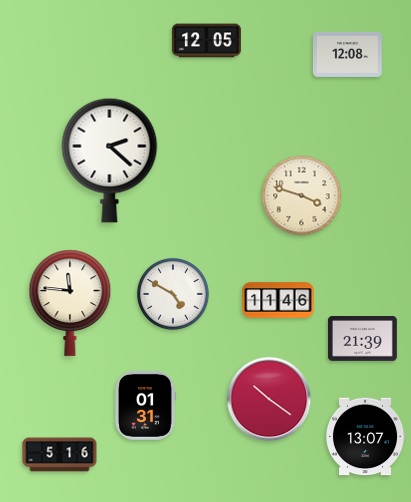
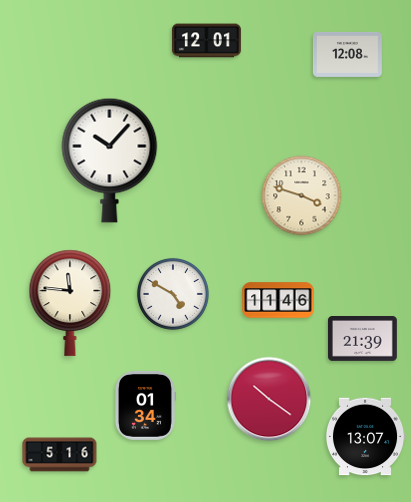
clock at (206, 41): 12:05 -> 12:01
clock at (110, 160): 2:22 -> 10:07
clock at (146, 405): 01:31 -> 01:34
